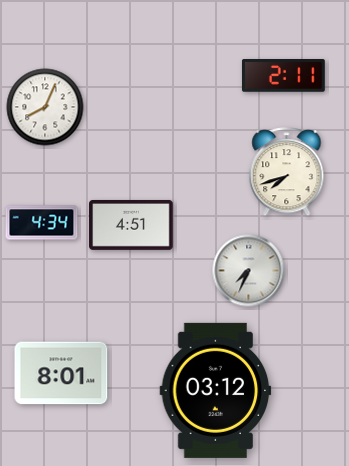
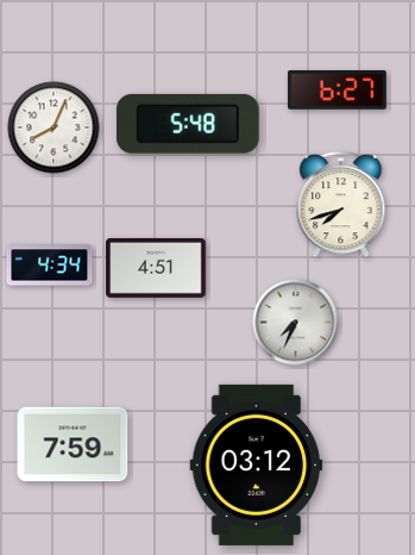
clock at (283, 76): 2:11 -> 6:27
clock at (188, 124): none -> 5:48
clock at (61, 373): 8:01 -> 7:59
